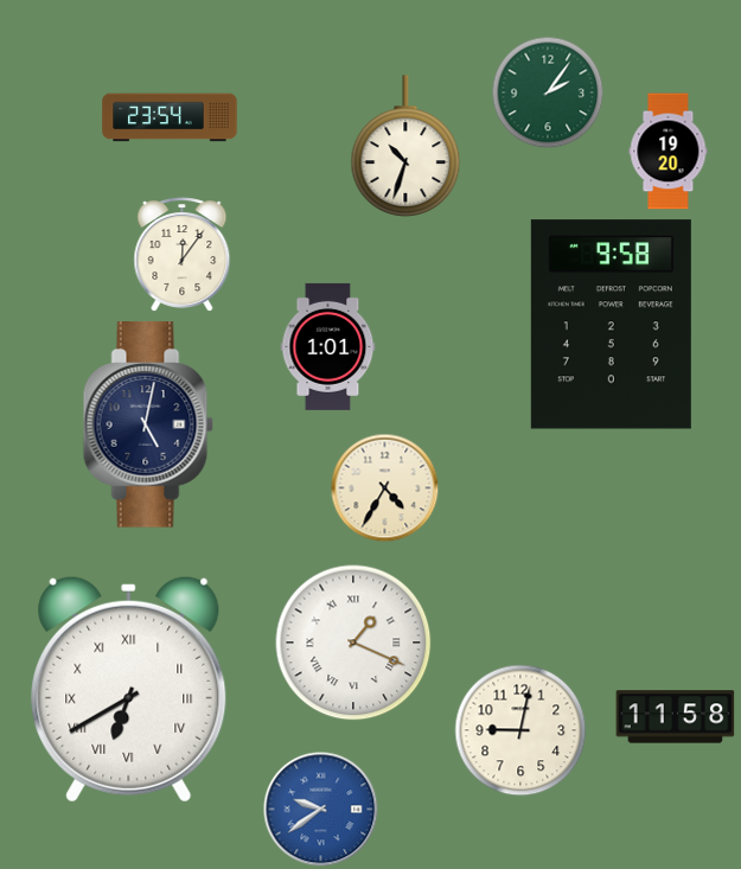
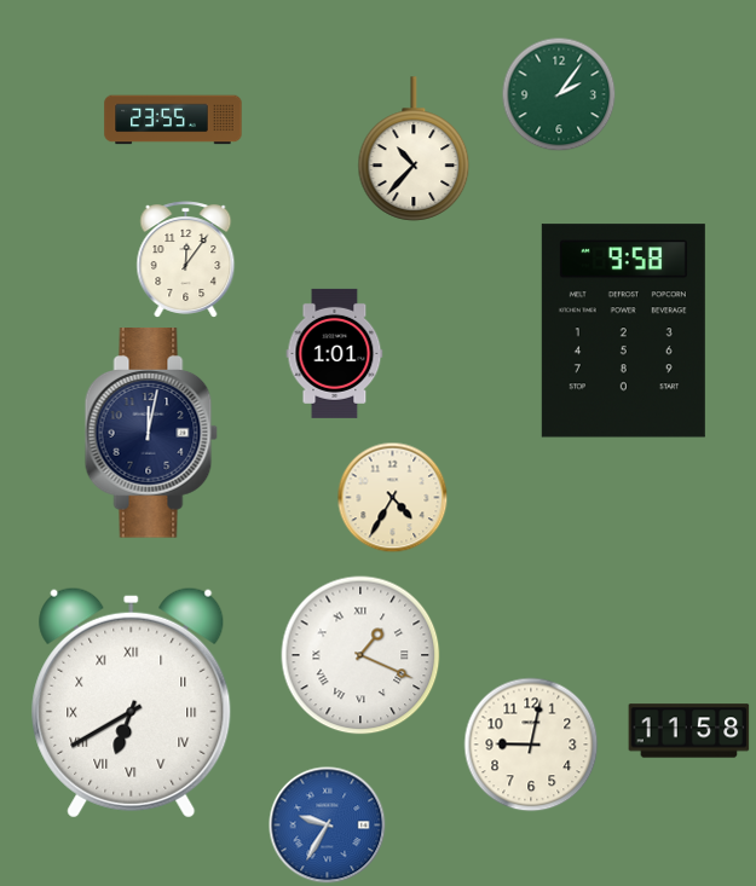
clock at (170, 117): 23:54 -> 23:55
clock at (405, 146): 10:33 -> 10:37
clock at (669, 152): 19:20 -> none
clock at (148, 424): 5:02 -> 12:02
clock at (321, 810): 9:39 -> 9:35
